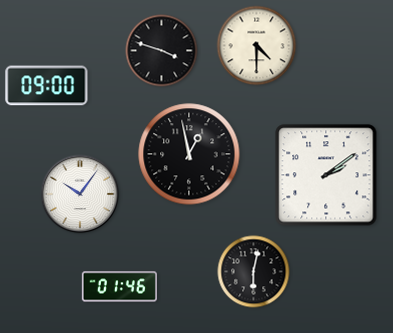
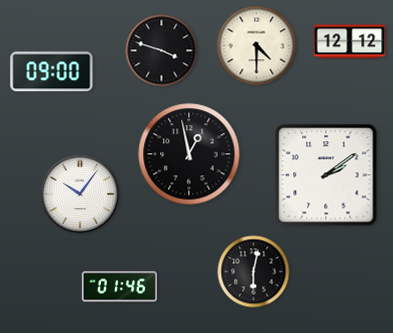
clock at (350, 42): none -> 12:12
clock at (47, 86) position: (47, 86) -> (52, 72)
